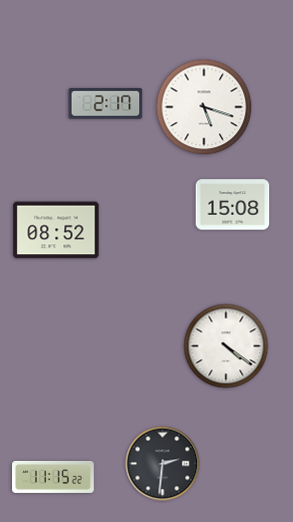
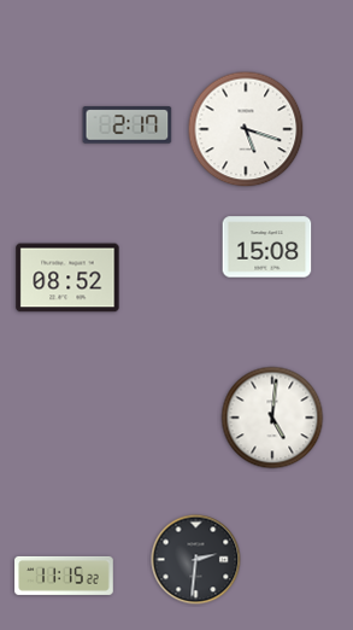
clock at (233, 205) position: (233, 205) -> (267, 247)
clock at (226, 346): 4:21 -> 5:01
